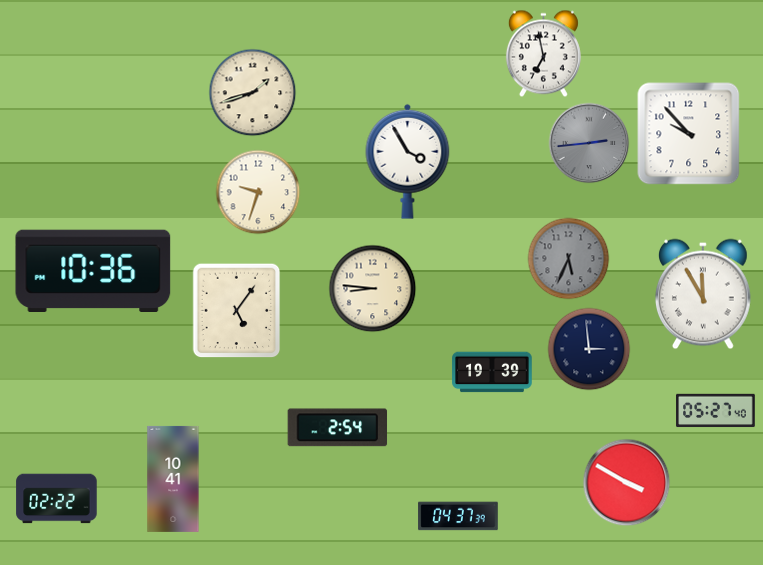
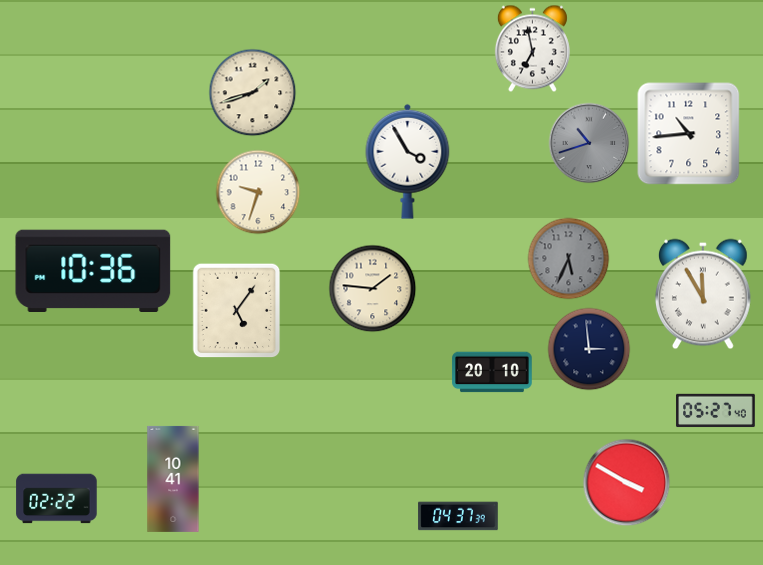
clock at (543, 54) position: (543, 54) -> (532, 49)
clock at (689, 134): 9:53 -> 10:44
clock at (589, 143): 2:44 -> 10:42
clock at (373, 289): 8:46 -> 1:46
clock at (492, 372): 19:39 -> 20:10
clock at (338, 428): 2:54 -> none
